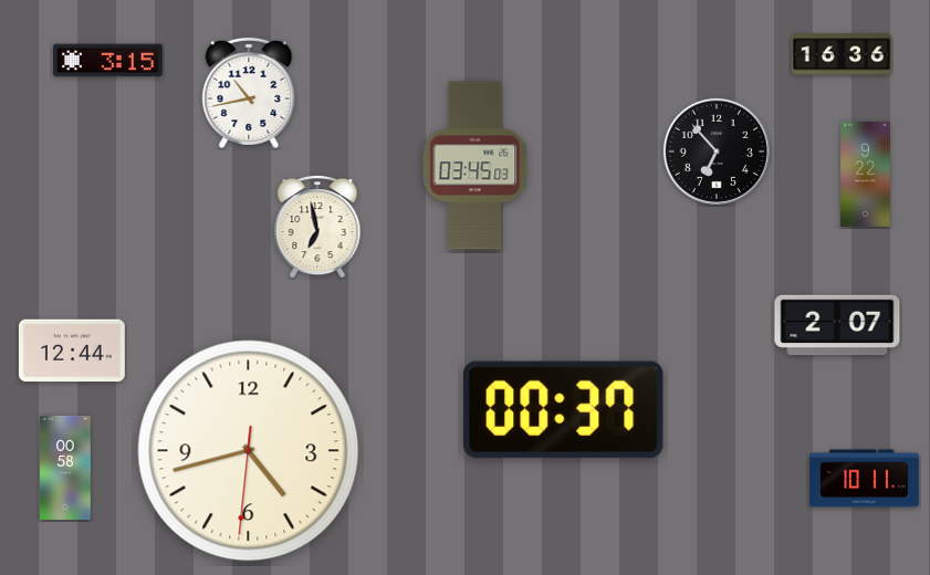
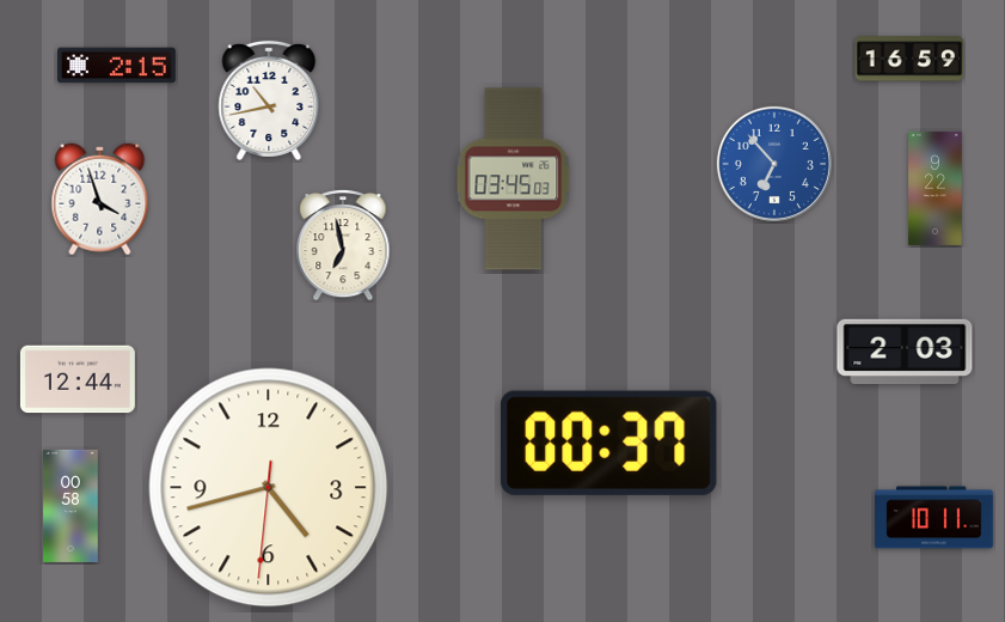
clock at (842, 54): 16:36 -> 16:59
clock at (108, 61): 3:15 -> 2:15
clock at (717, 151) dial: black -> blue
clock at (100, 200): none -> 3:57
clock at (837, 325): 2:07 -> 2:03
